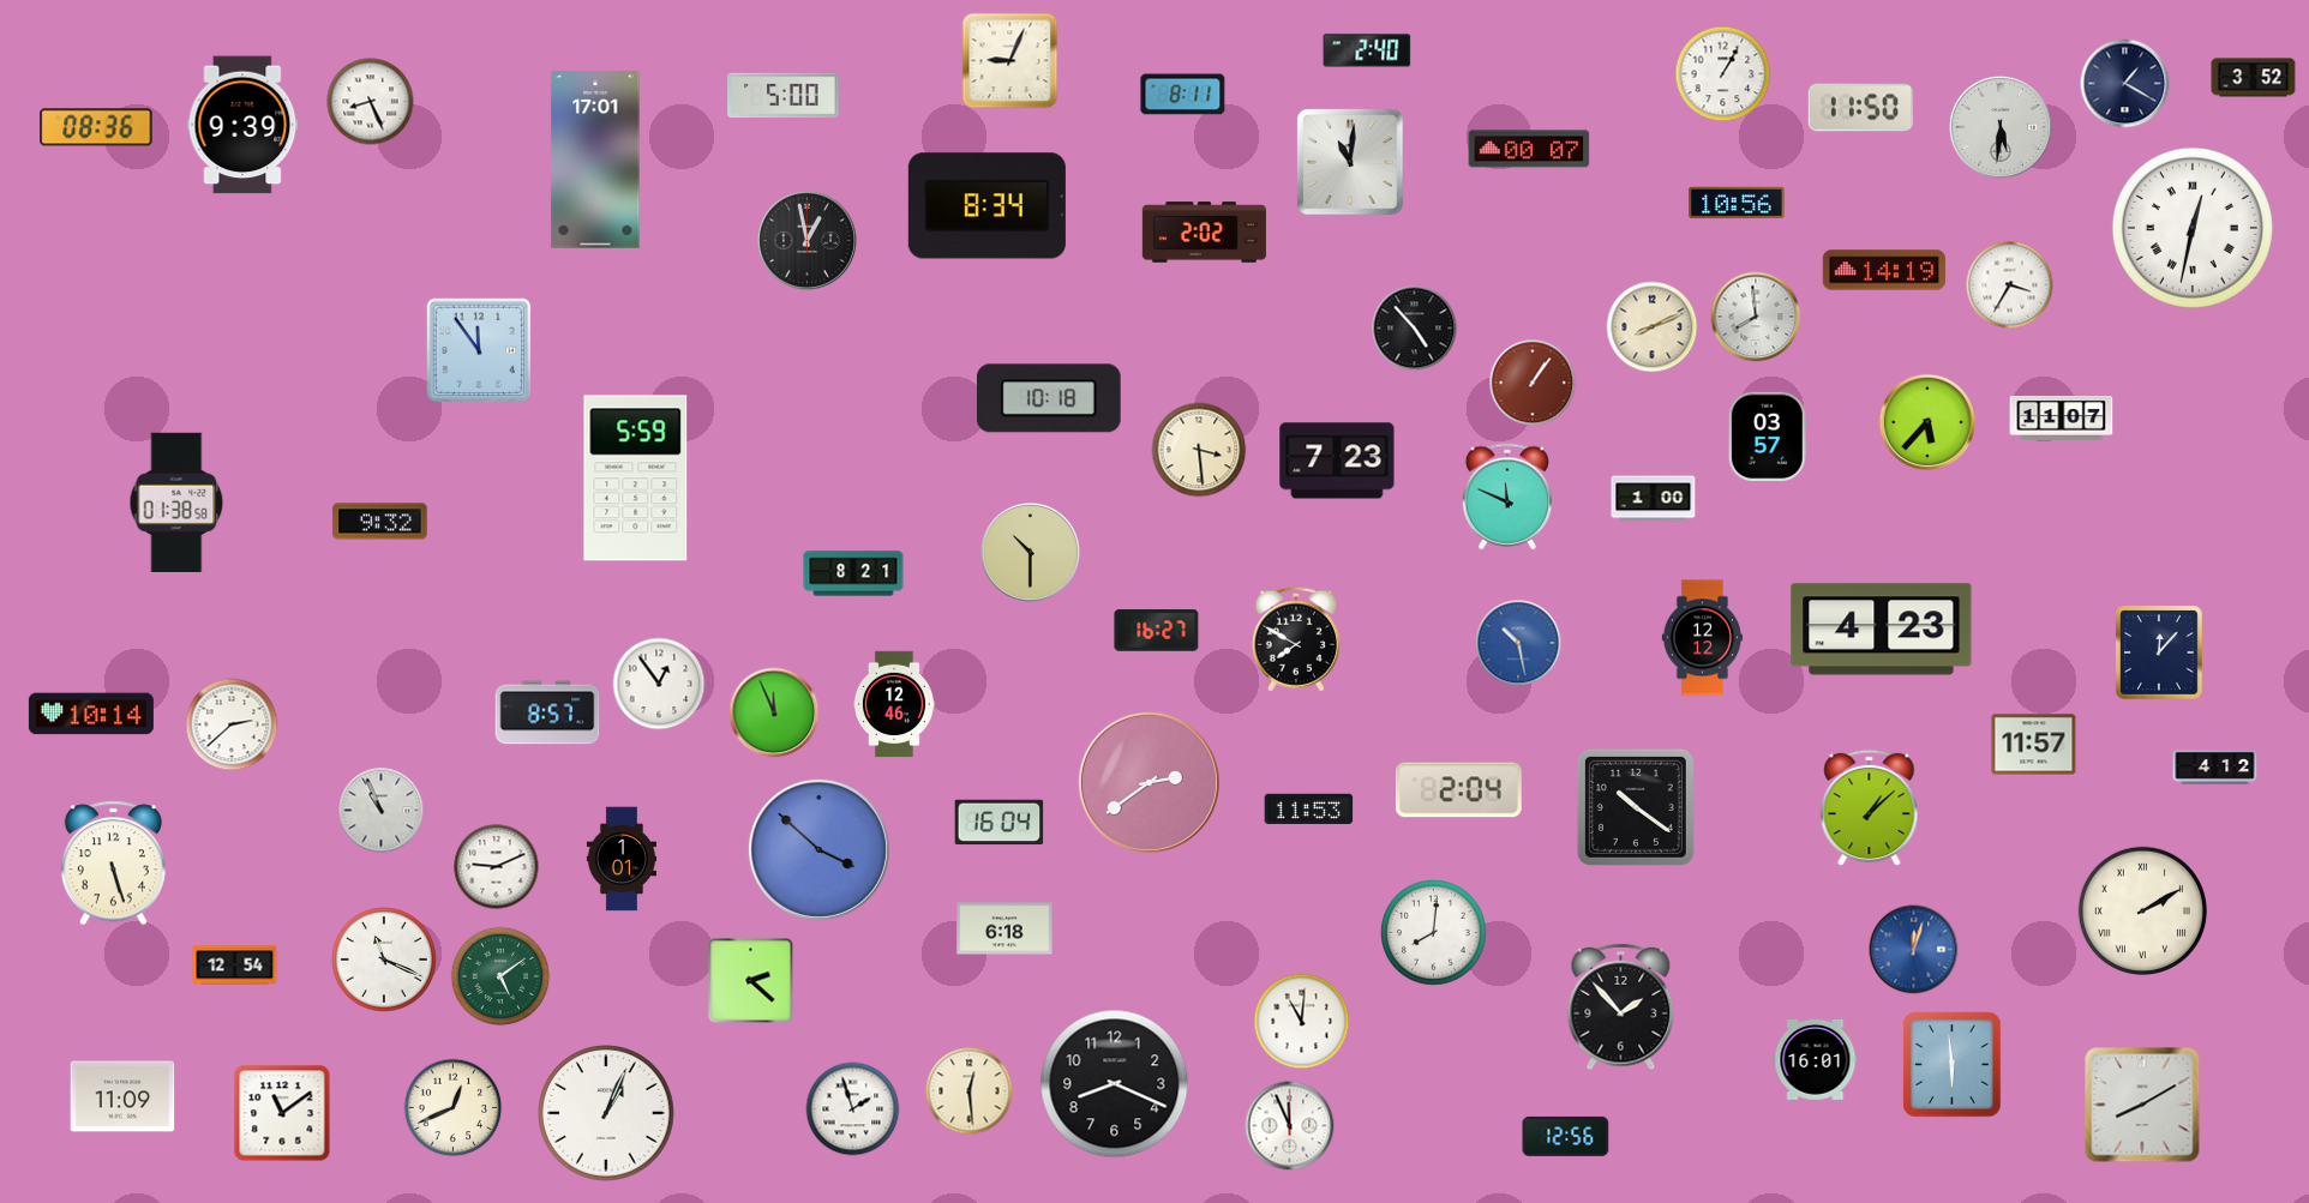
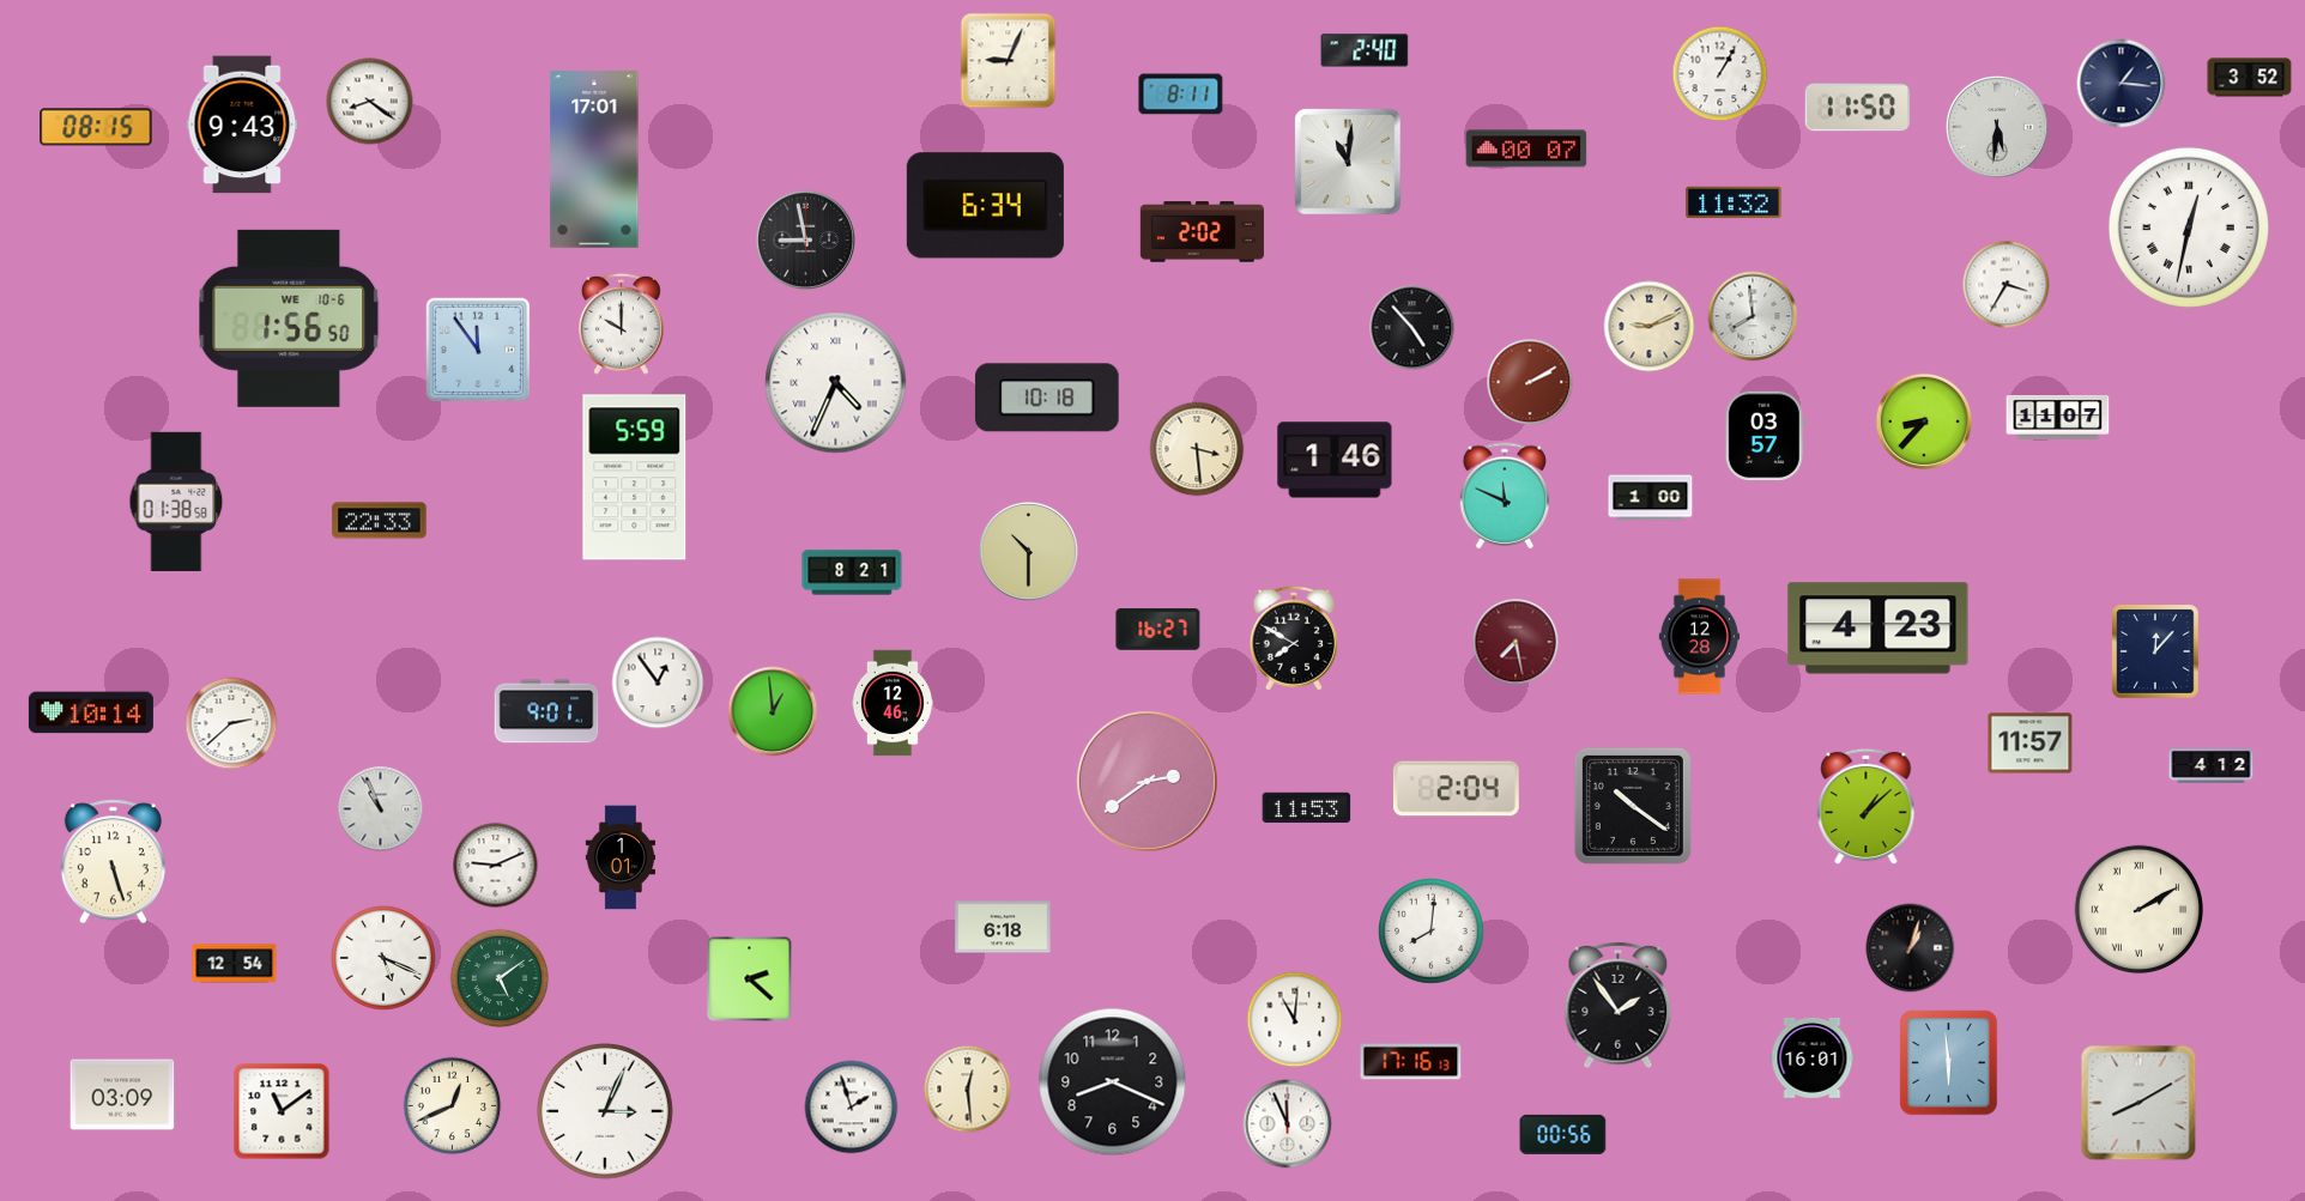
clock at (2125, 84): 1:20 -> 1:16
clock at (784, 96): 5:00 -> none
clock at (371, 102): 8:26 -> 8:21
clock at (242, 125): 9:39 -> 9:43
clock at (96, 127): 08:36 -> 08:15
clock at (1737, 203): 10:56 -> 11:32
clock at (986, 206): 8:34 -> 6:34
clock at (806, 240): 12:58 -> 8:58
clock at (1883, 270): 14:19 -> none
clock at (289, 319): none -> 1:56
clock at (621, 323): none -> 10:00
clock at (1653, 327): 8:11 -> 9:11
clock at (1533, 383): 1:06 -> 2:10
clock at (836, 383): none -> 4:34
clock at (1927, 422): 5:37 -> 8:37
clock at (1337, 461): 7:23 -> 1:46
clock at (380, 522): 9:32 -> 22:33
clock at (1157, 631) position: (1157, 631) -> (1158, 630)
clock at (1702, 638): 12:12 -> 12:28
clock at (1518, 643): 10:28 -> 7:28
clock at (1518, 643) dial: blue -> burgundy
clock at (547, 712): 8:57 -> 9:01
clock at (774, 712): 11:56 -> 12:59
clock at (1000, 823): 16:04 -> none
clock at (818, 849): 3:52 -> none
clock at (1914, 950): 12:03 -> 1:03
clock at (1914, 950) dial: blue -> black
clock at (384, 960): 11:19 -> 5:19
clock at (500, 976) position: (500, 976) -> (500, 978)
clock at (1621, 1007): 1:53 -> 1:54
clock at (1302, 1022) position: (1302, 1022) -> (1295, 1020)
clock at (1411, 1062): none -> 17:16
clock at (122, 1096): 11:09 -> 03:09
clock at (607, 1113): 1:04 -> 3:04
clock at (1566, 1136): 12:56 -> 00:56
